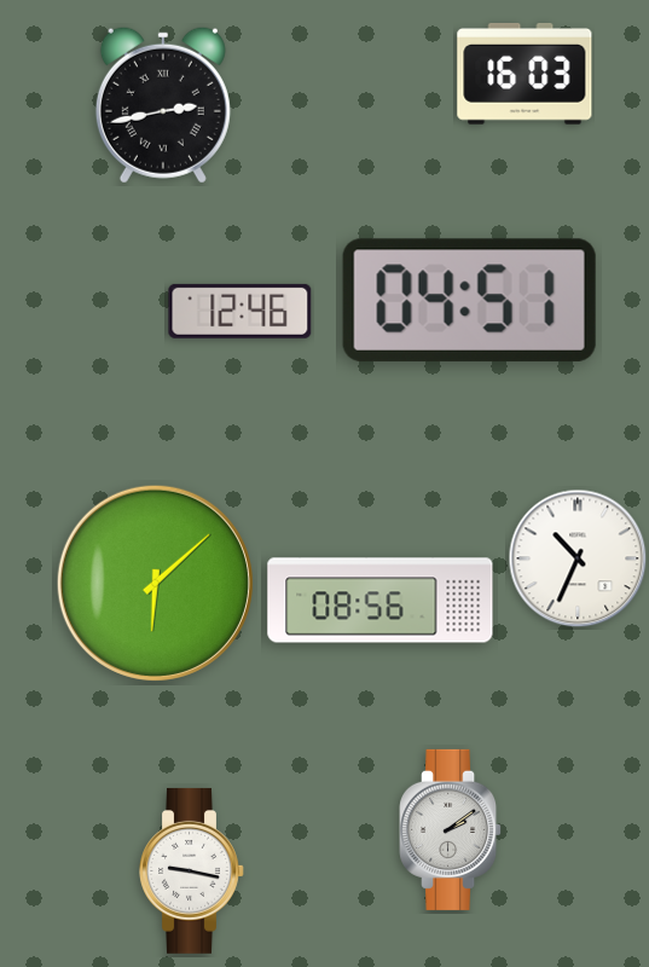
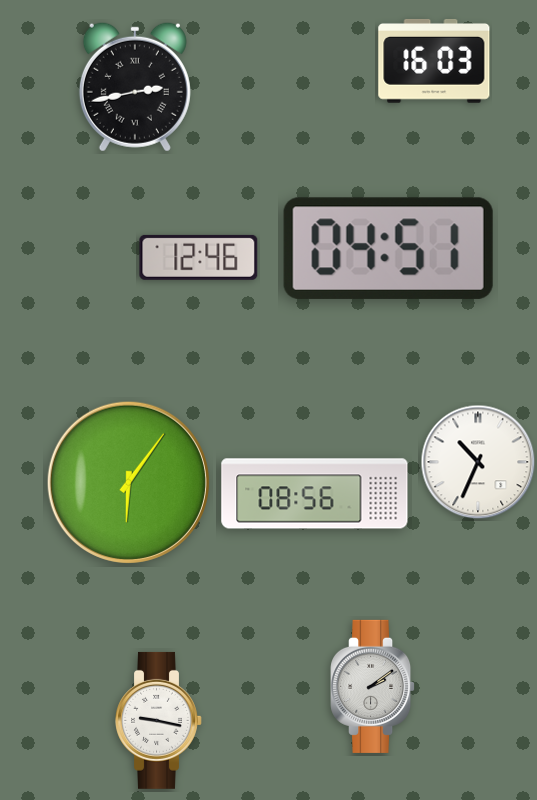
clock at (155, 583): 6:08 -> 6:06
clock at (381, 601) position: (381, 601) -> (315, 494)
